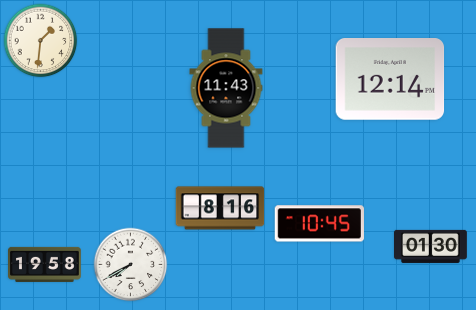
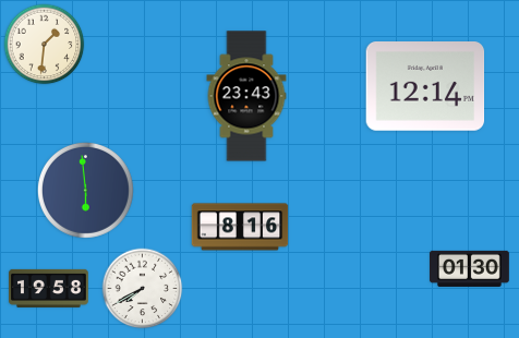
clock at (226, 88): 11:43 -> 23:43
clock at (86, 191): none -> 5:59
clock at (319, 224): 10:45 -> none
